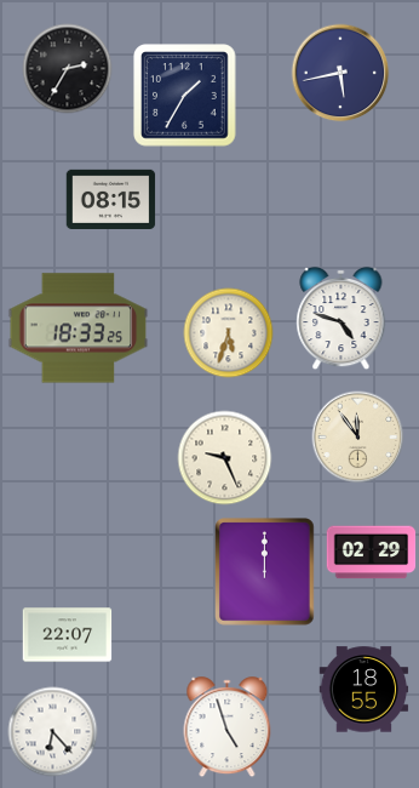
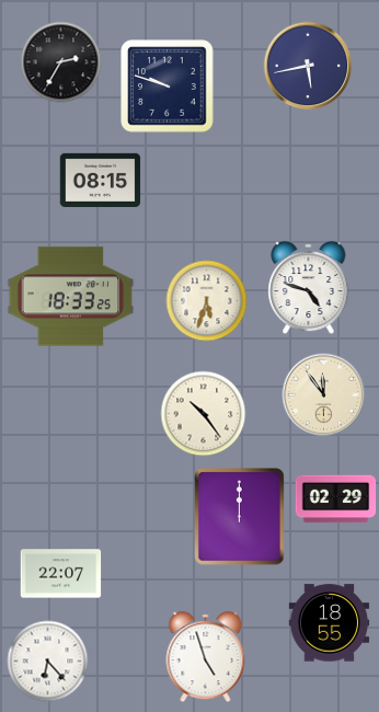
clock at (185, 96): 1:35 -> 9:48
clock at (225, 458): 9:26 -> 10:24
